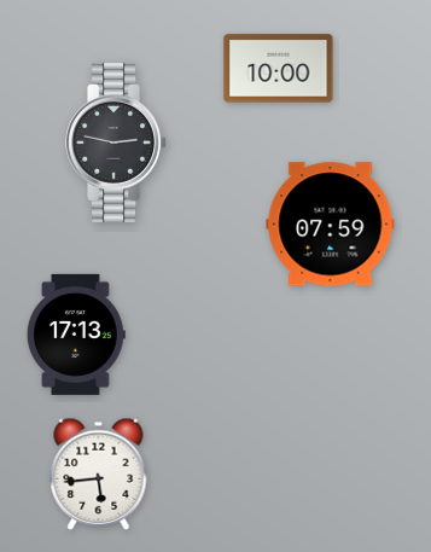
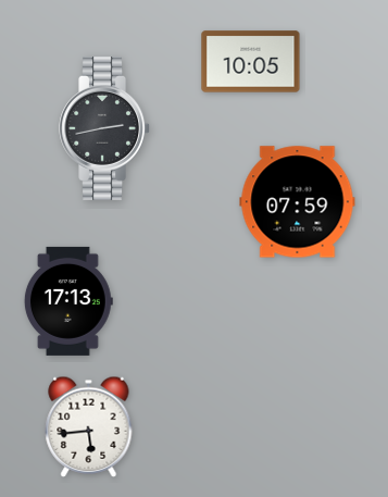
clock at (279, 69): 10:00 -> 10:05
clock at (116, 143): 2:47 -> 2:43
